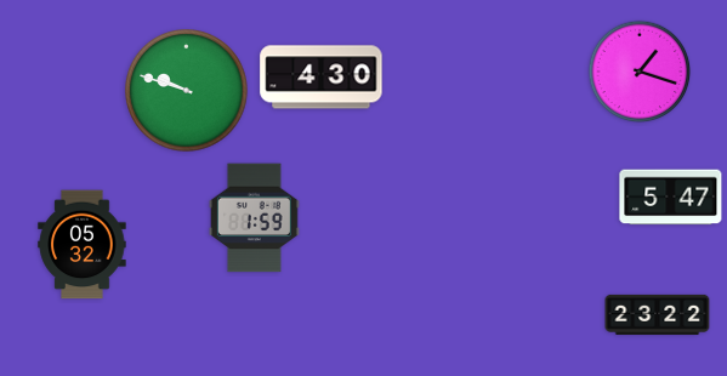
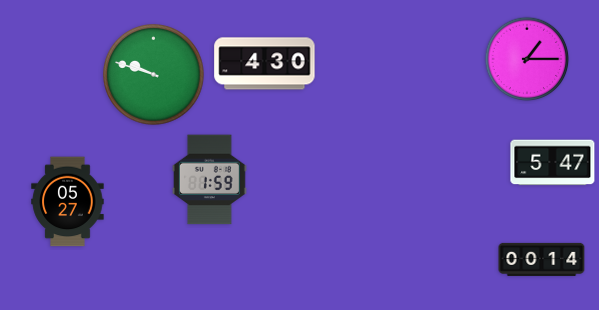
clock at (640, 72): 1:18 -> 1:15
clock at (83, 245): 05:32 -> 05:27
clock at (658, 314): 23:22 -> 00:14
